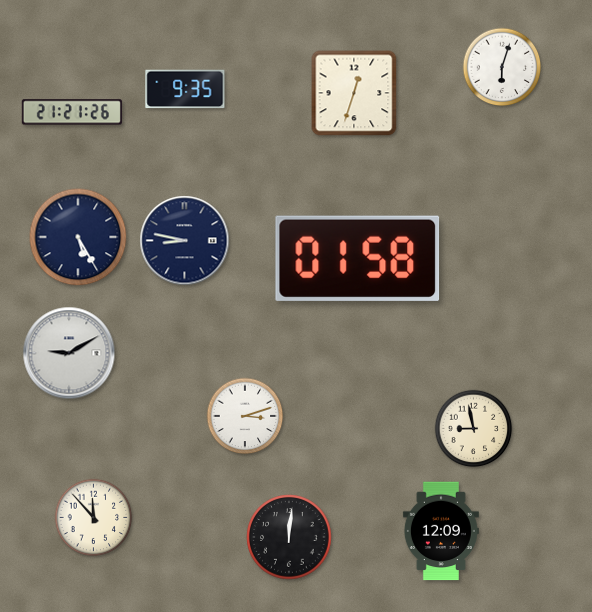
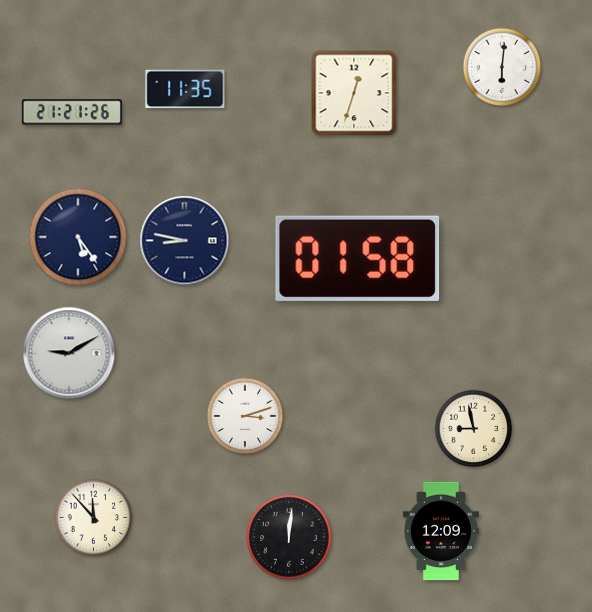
clock at (502, 67): 6:03 -> 6:01
clock at (185, 89): 9:35 -> 11:35
clock at (78, 237): 5:25 -> 5:24
